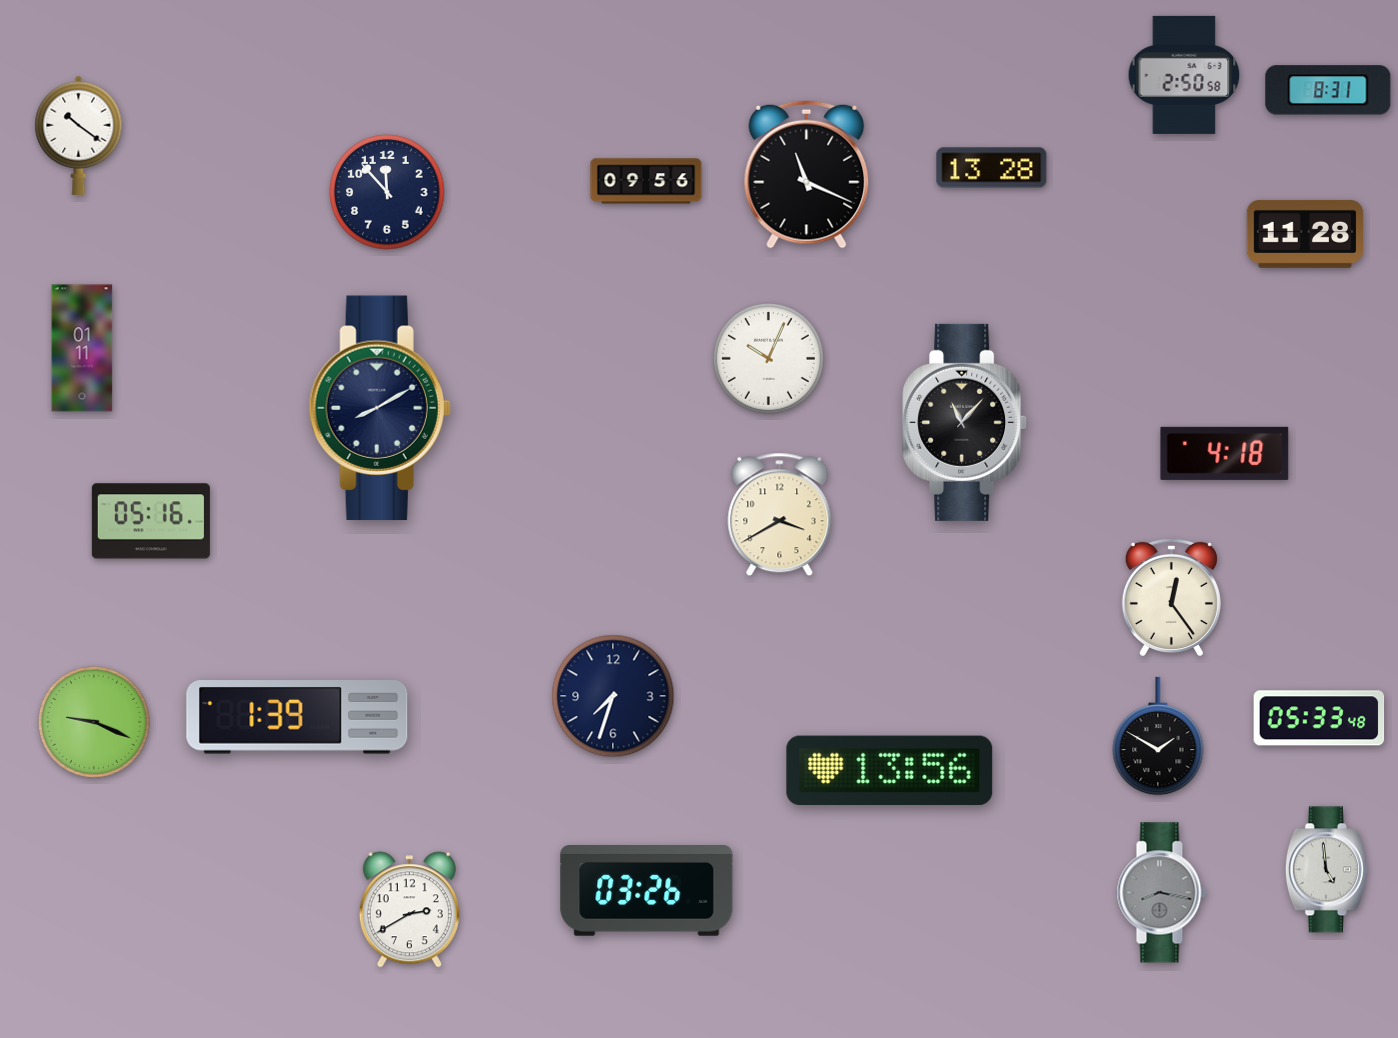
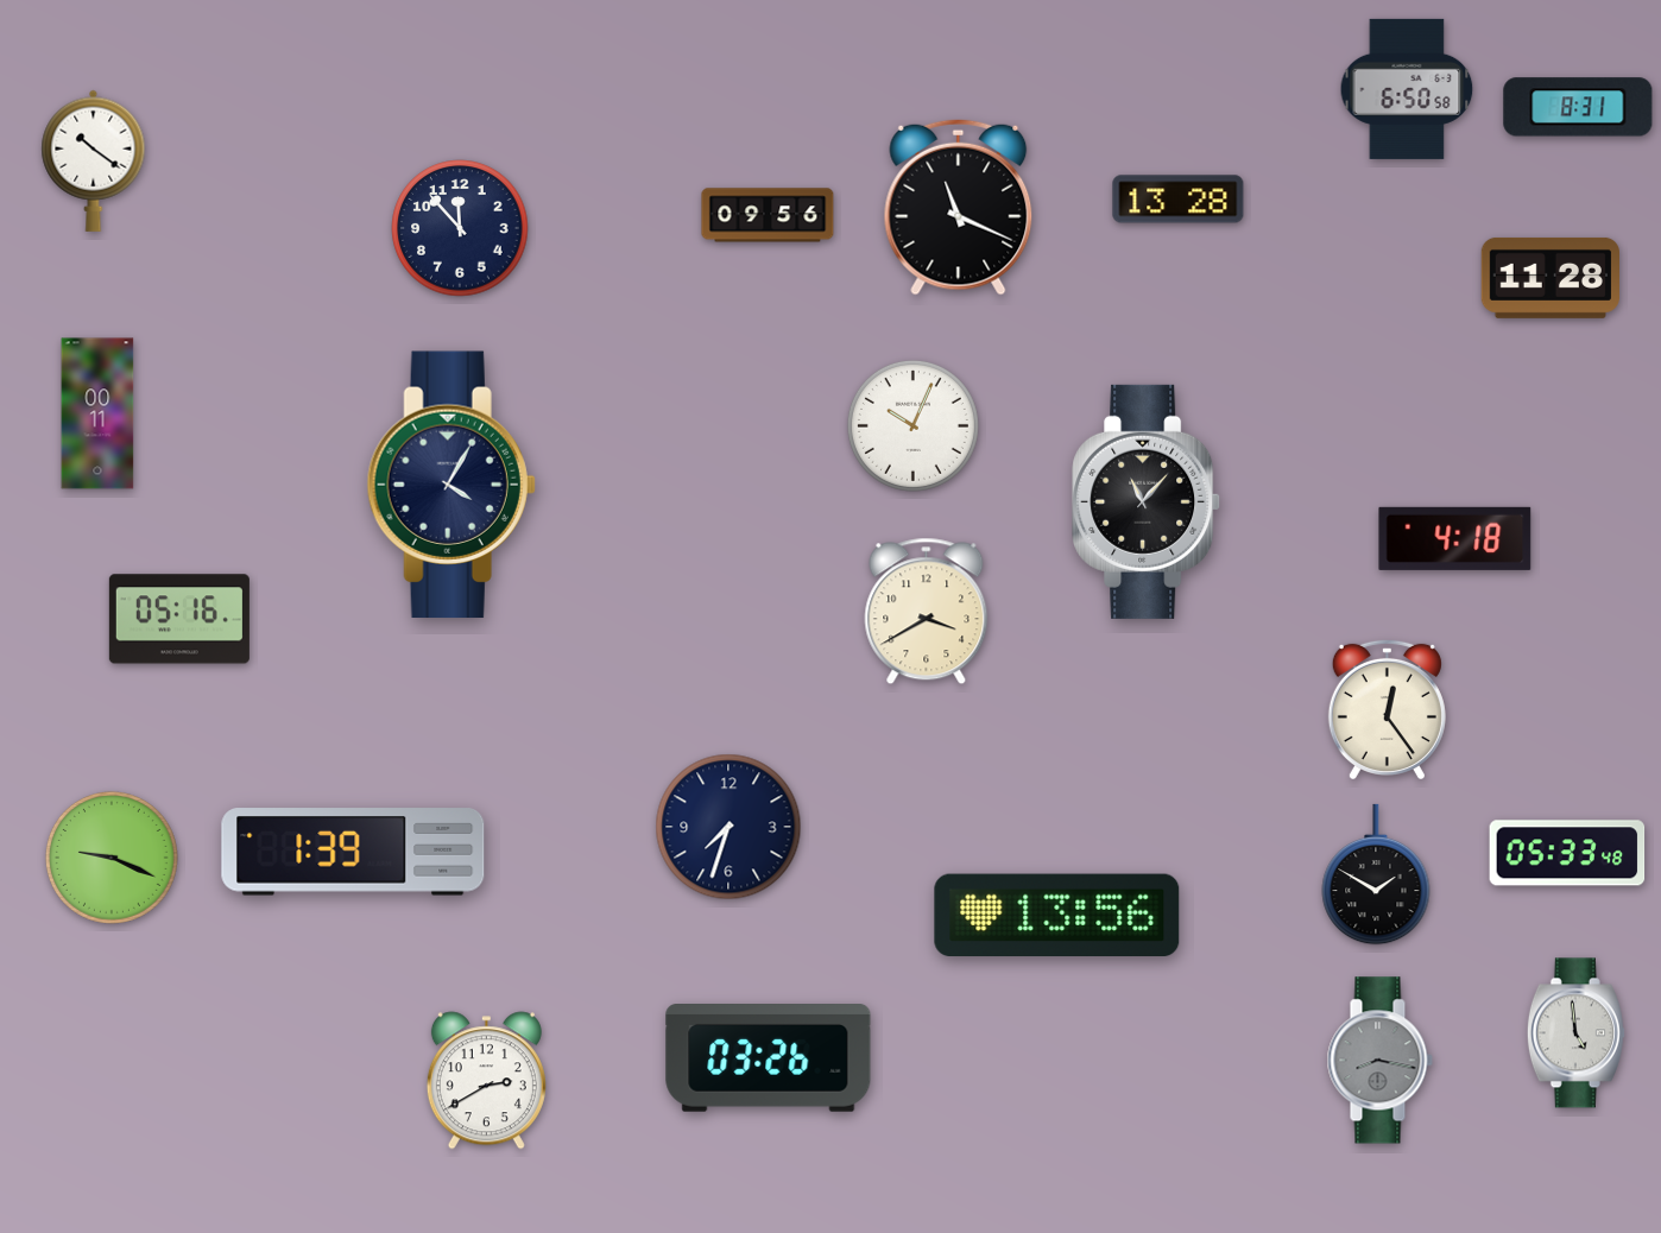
clock at (1184, 75): 2:50 -> 6:50
clock at (82, 348): 01:11 -> 00:11
clock at (380, 408): 8:10 -> 4:05
clock at (1171, 597) position: (1171, 597) -> (1387, 709)
